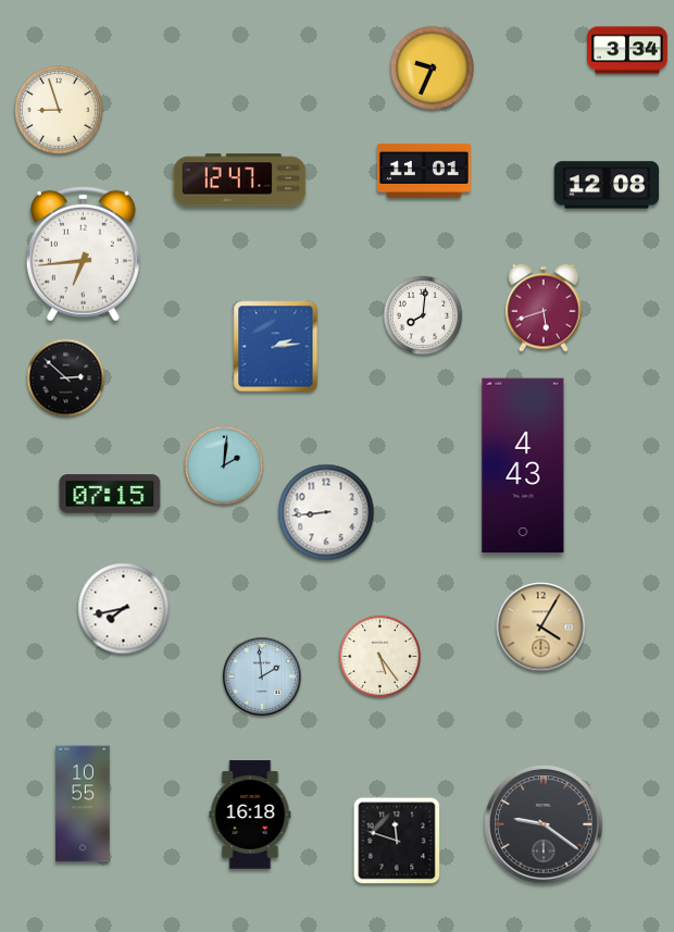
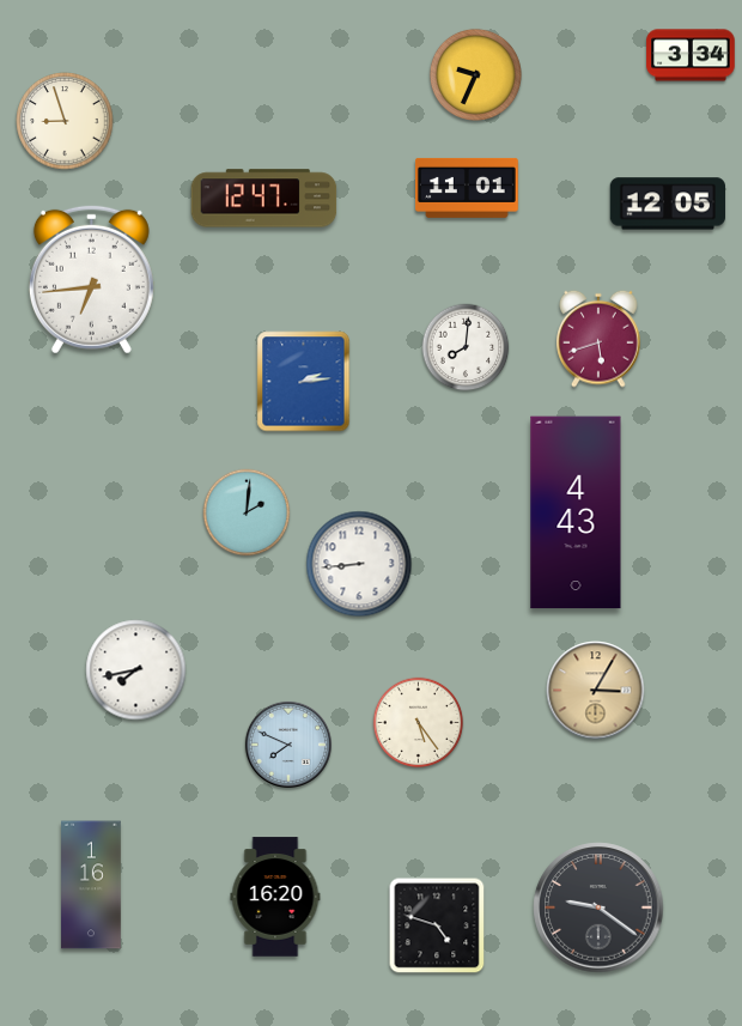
clock at (606, 185): 12:08 -> 12:05
clock at (66, 378): 2:52 -> none
clock at (110, 494): 07:15 -> none
clock at (541, 627): 4:05 -> 3:05
clock at (262, 676): 1:59 -> 7:49
clock at (83, 804): 10:55 -> 1:16
clock at (250, 815): 16:18 -> 16:20
clock at (397, 841): 11:48 -> 4:48
